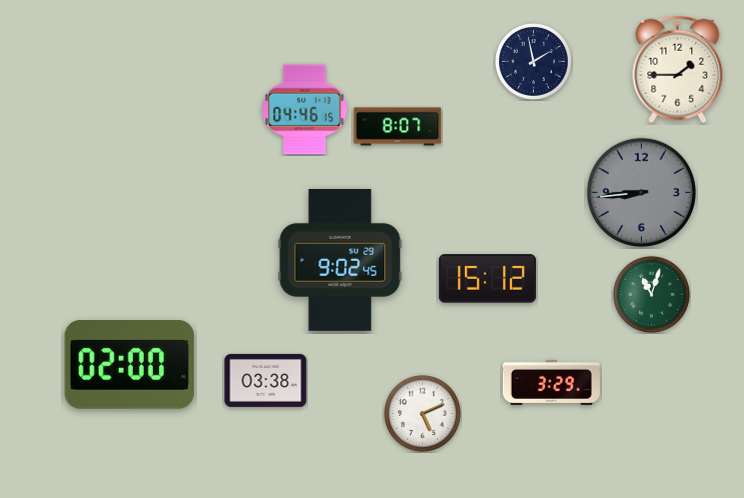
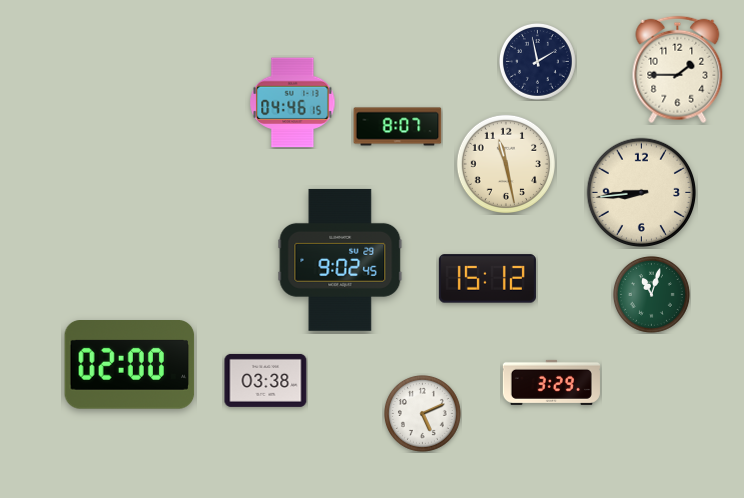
clock at (533, 61) position: (533, 61) -> (537, 61)
clock at (305, 110) position: (305, 110) -> (293, 103)
clock at (506, 164): none -> 11:28
clock at (642, 193) dial: grey -> cream
